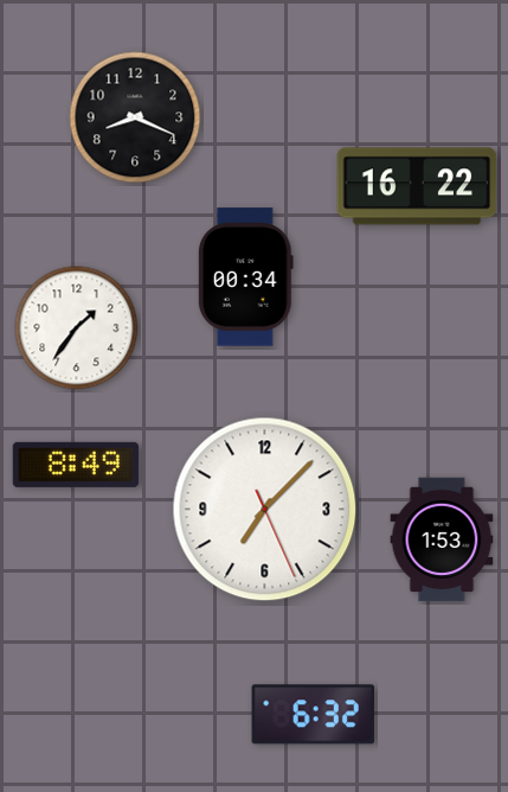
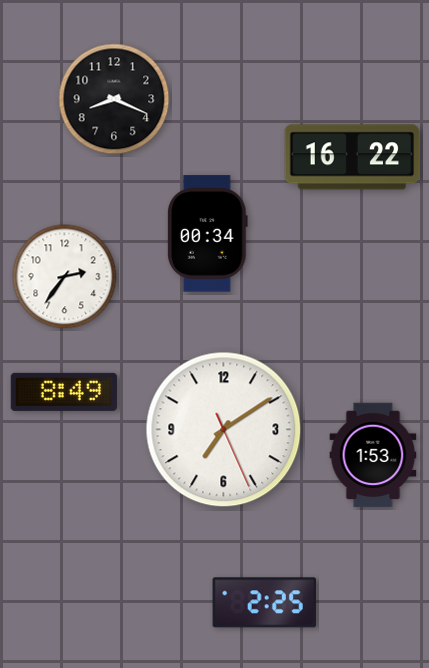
clock at (77, 328): 1:36 -> 2:36
clock at (265, 510): 7:07 -> 7:09
clock at (314, 715): 6:32 -> 2:25
